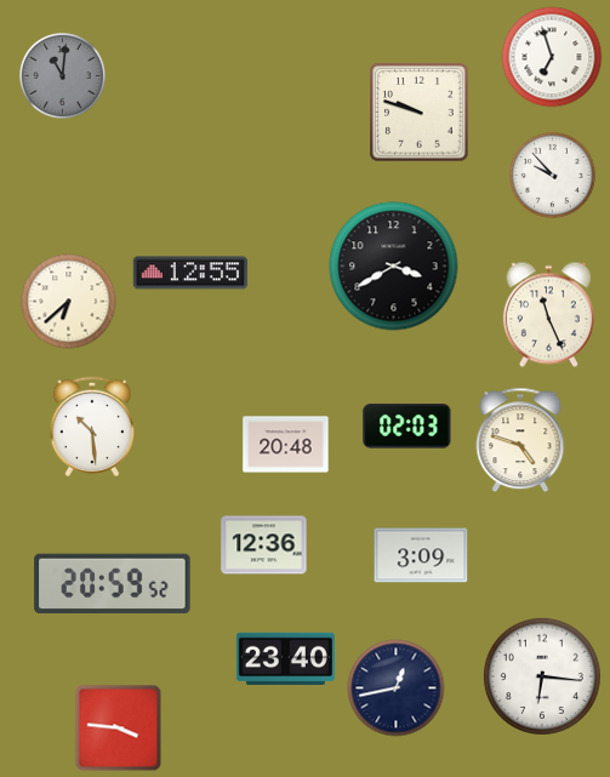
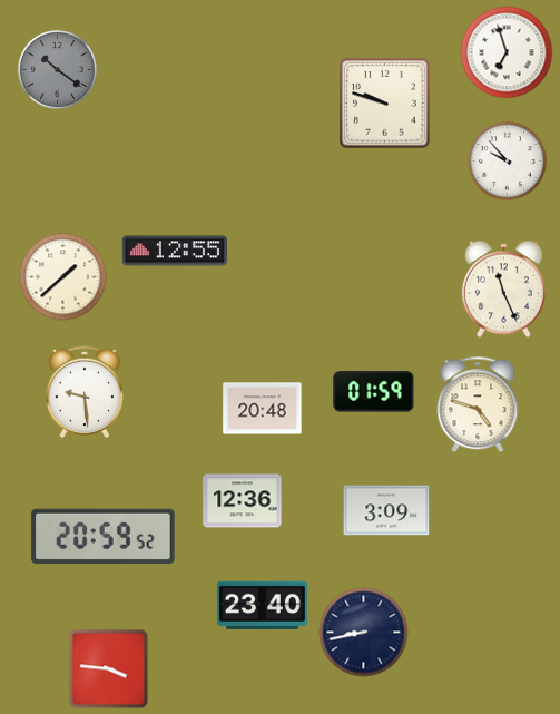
clock at (63, 76): 11:01 -> 10:21
clock at (394, 267): 3:40 -> none
clock at (69, 302): 6:38 -> 1:38
clock at (91, 425): 10:29 -> 9:29
clock at (407, 427): 02:03 -> 01:59
clock at (542, 676): 6:16 -> none
clock at (397, 689): 12:43 -> 8:43
